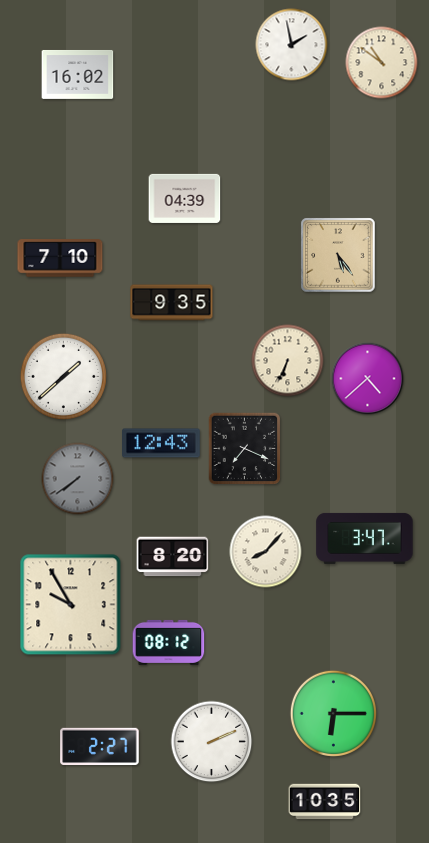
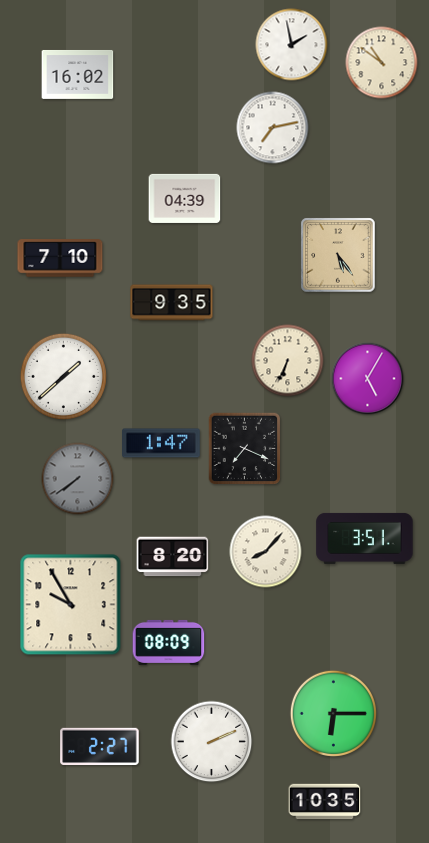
clock at (273, 128): none -> 7:13
clock at (368, 379): 4:38 -> 5:05
clock at (161, 443): 12:43 -> 1:47
clock at (365, 538): 3:47 -> 3:51
clock at (169, 642): 08:12 -> 08:09
